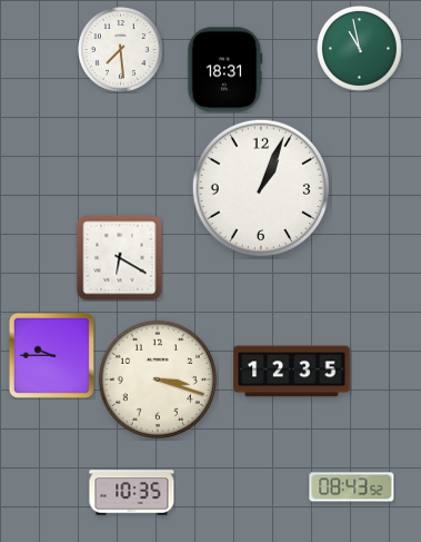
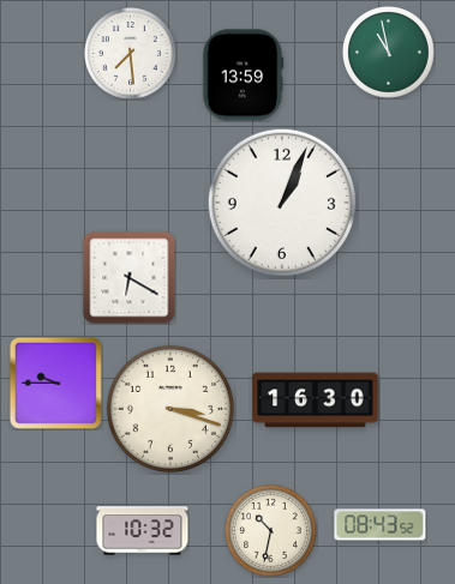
clock at (224, 70): 18:31 -> 13:59
clock at (292, 372): 12:35 -> 16:30
clock at (132, 493): 10:35 -> 10:32
clock at (271, 531): none -> 10:32
